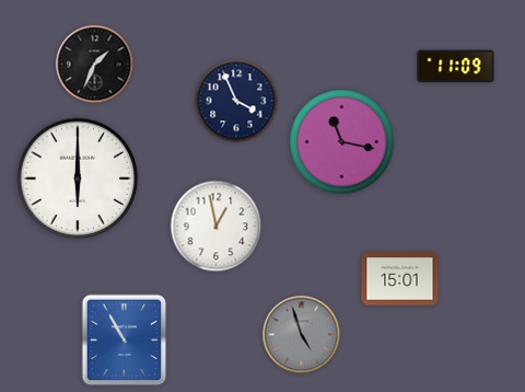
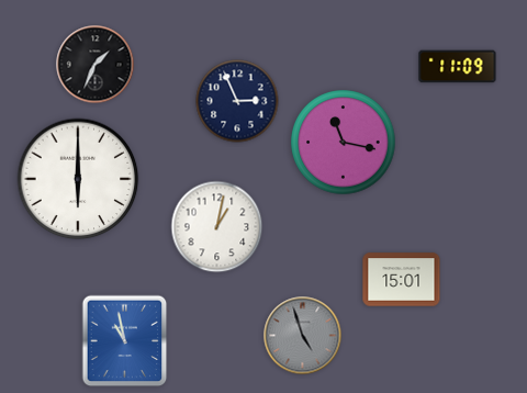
clock at (236, 101): 3:56 -> 2:56
clock at (217, 227): 12:58 -> 1:02
clock at (125, 341): 10:55 -> 10:58
